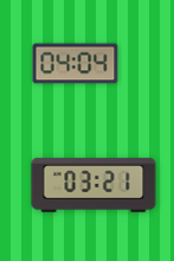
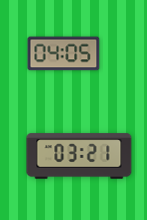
clock at (76, 64): 04:04 -> 04:05
